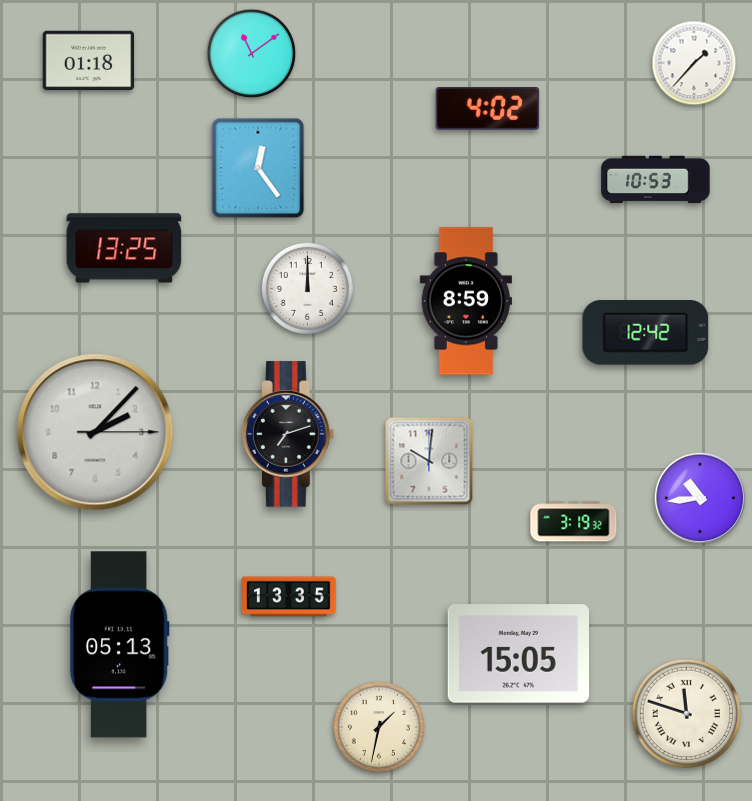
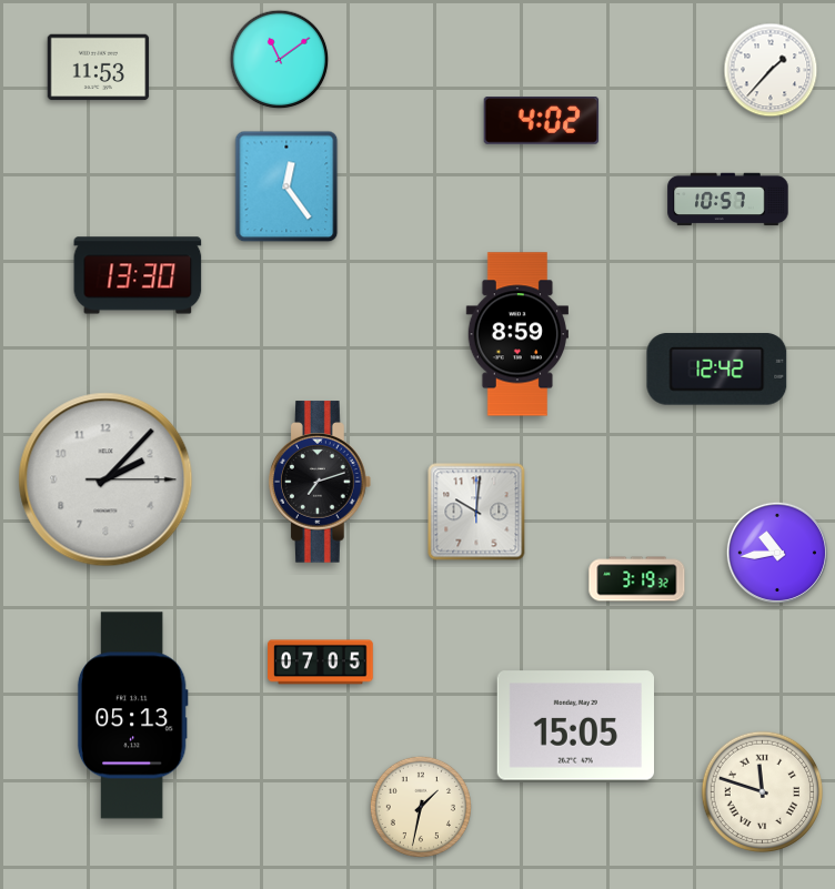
clock at (89, 61): 01:18 -> 11:53
clock at (656, 180): 10:53 -> 10:57
clock at (124, 248): 13:25 -> 13:30
clock at (307, 288): 12:00 -> none
clock at (289, 597): 13:35 -> 07:05
